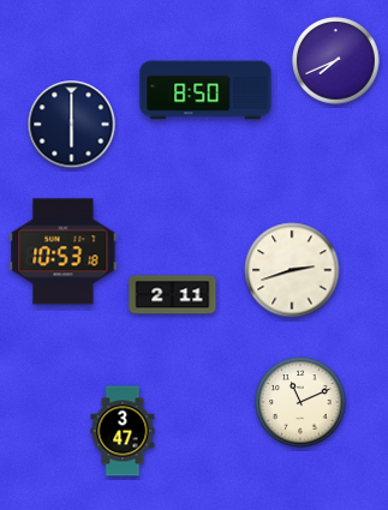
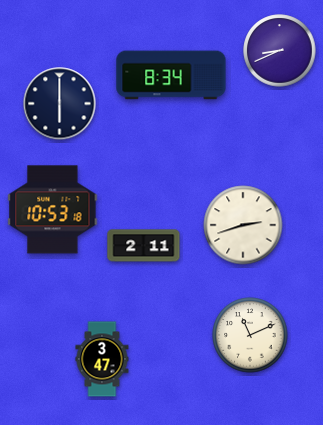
clock at (336, 61): 7:41 -> 8:41
clock at (205, 90): 8:50 -> 8:34
